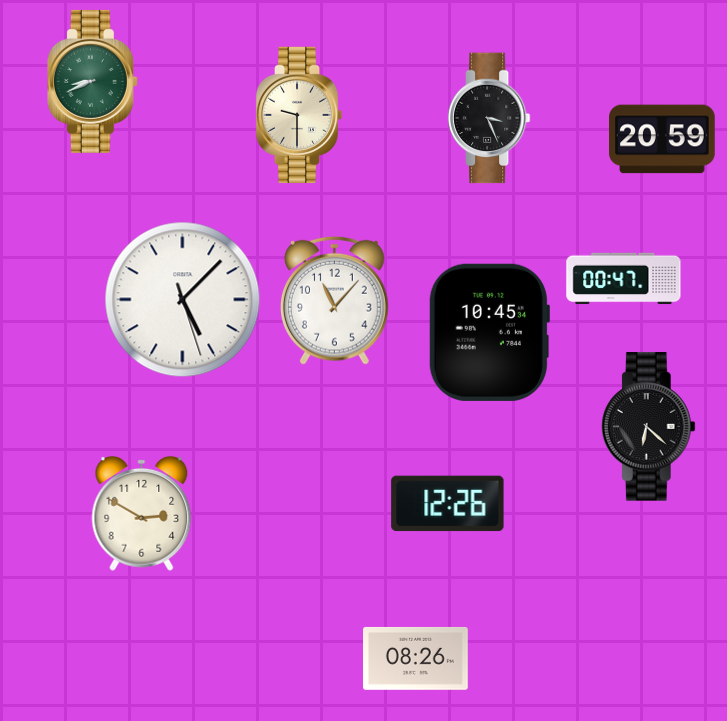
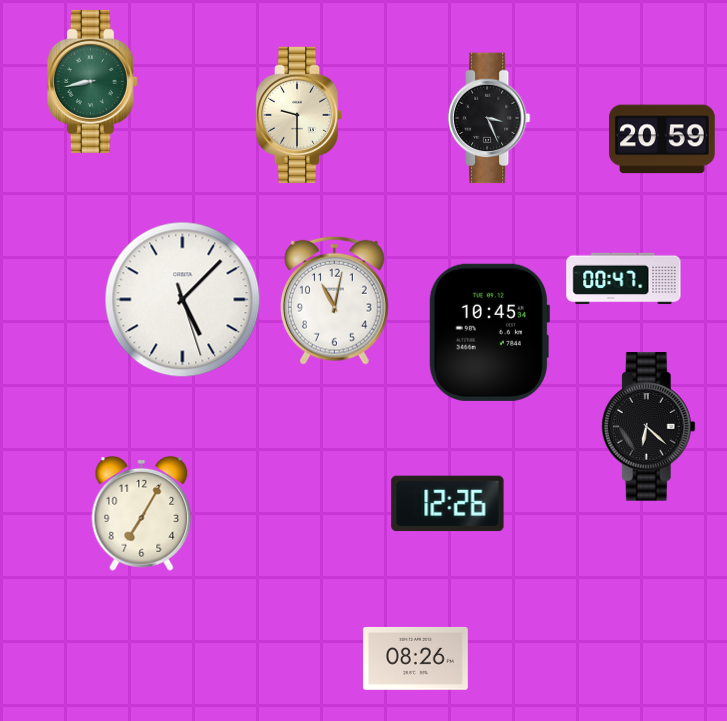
clock at (92, 81): 8:41 -> 8:43
clock at (335, 300): 11:07 -> 11:02
clock at (142, 513): 2:50 -> 7:05
